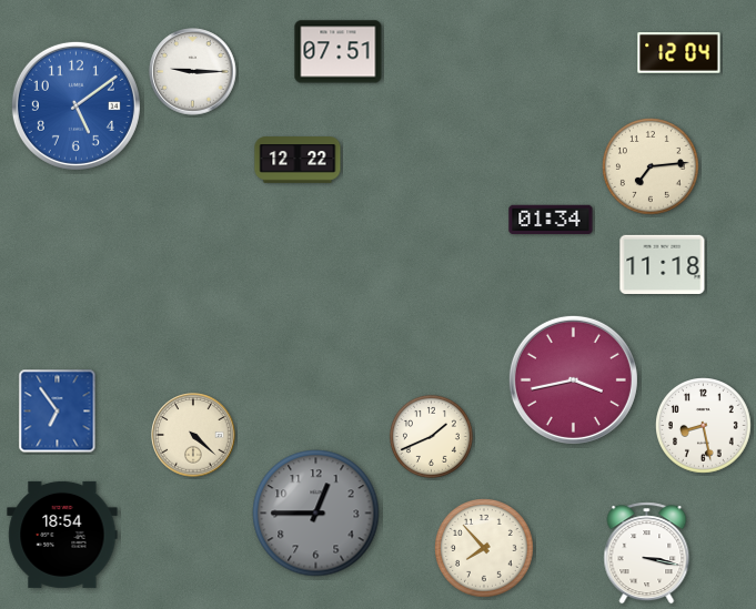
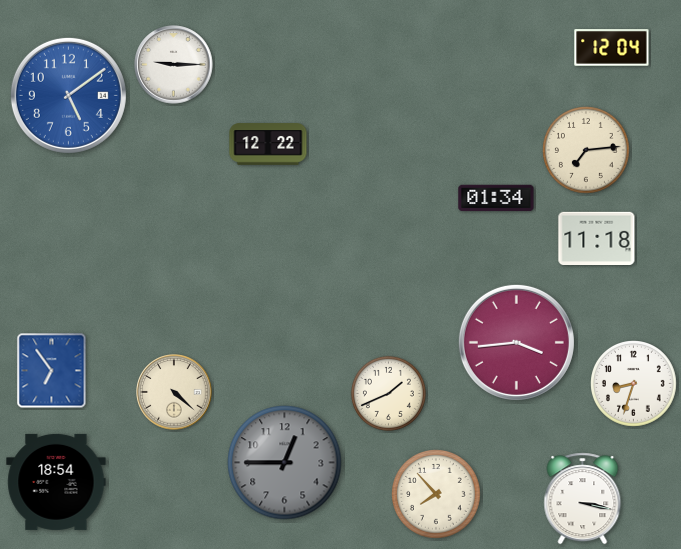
clock at (339, 52): 07:51 -> none
clock at (573, 379): 3:43 -> 3:44
clock at (704, 426): 8:28 -> 8:33
